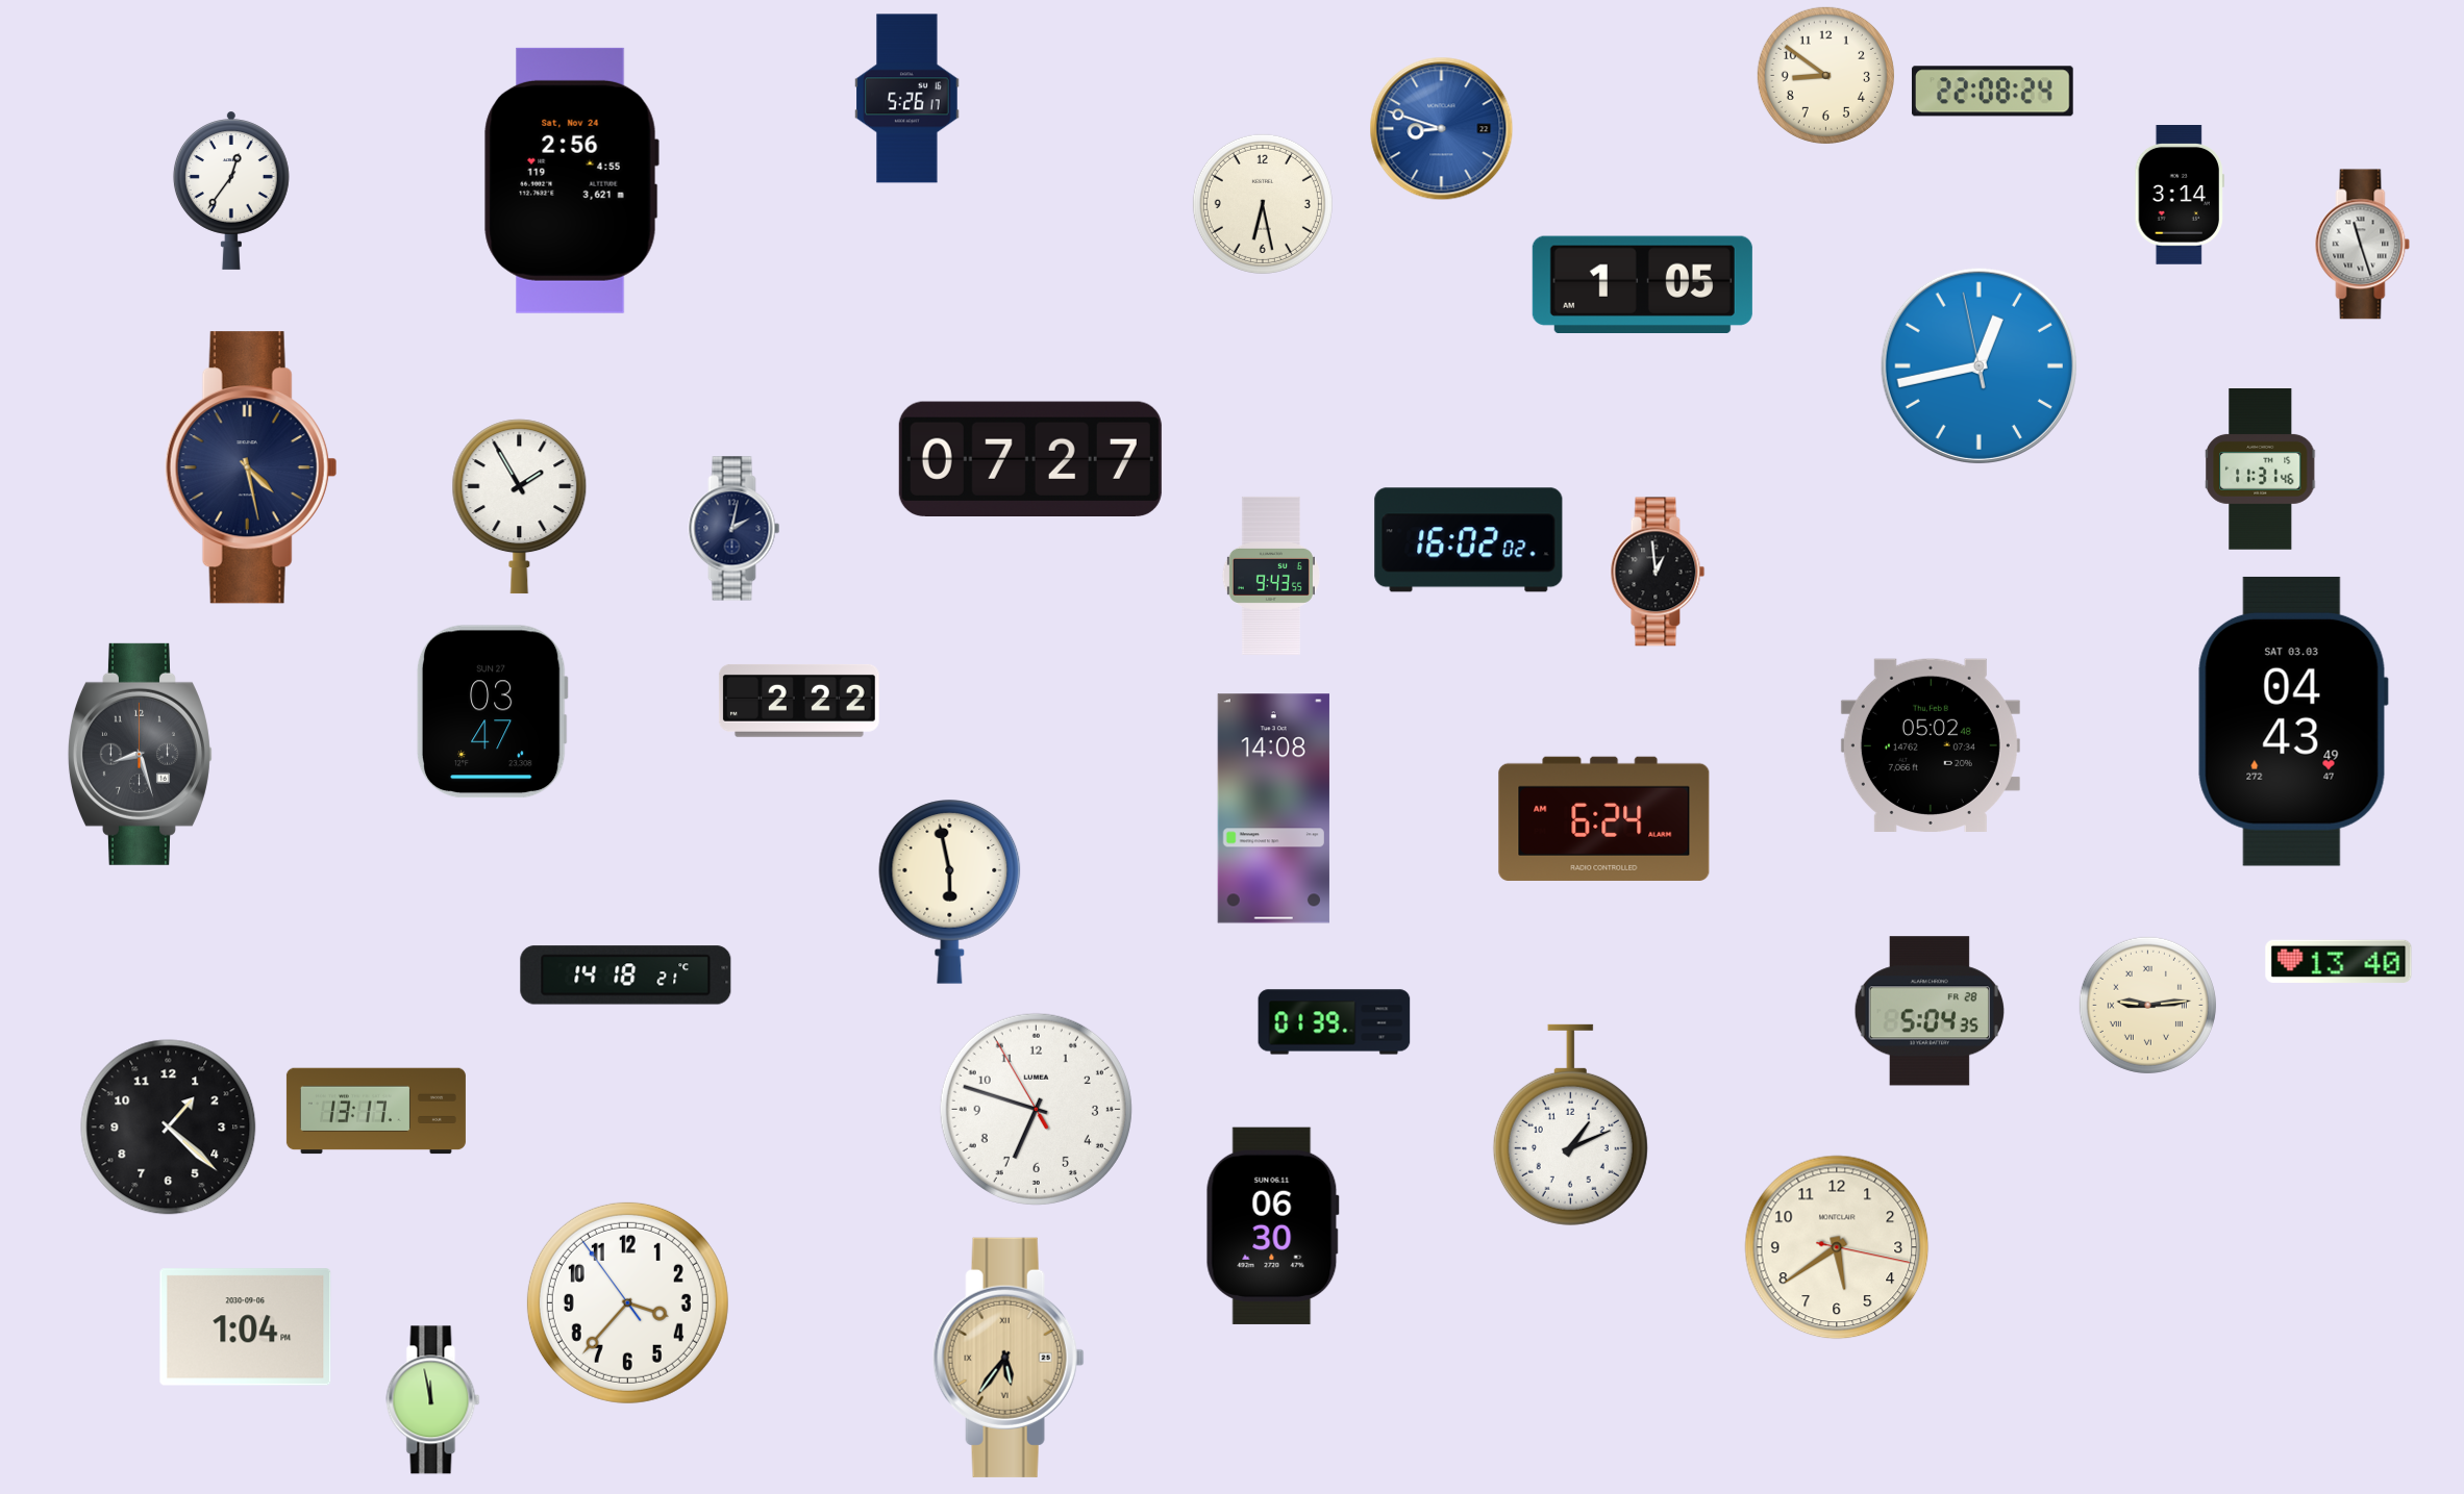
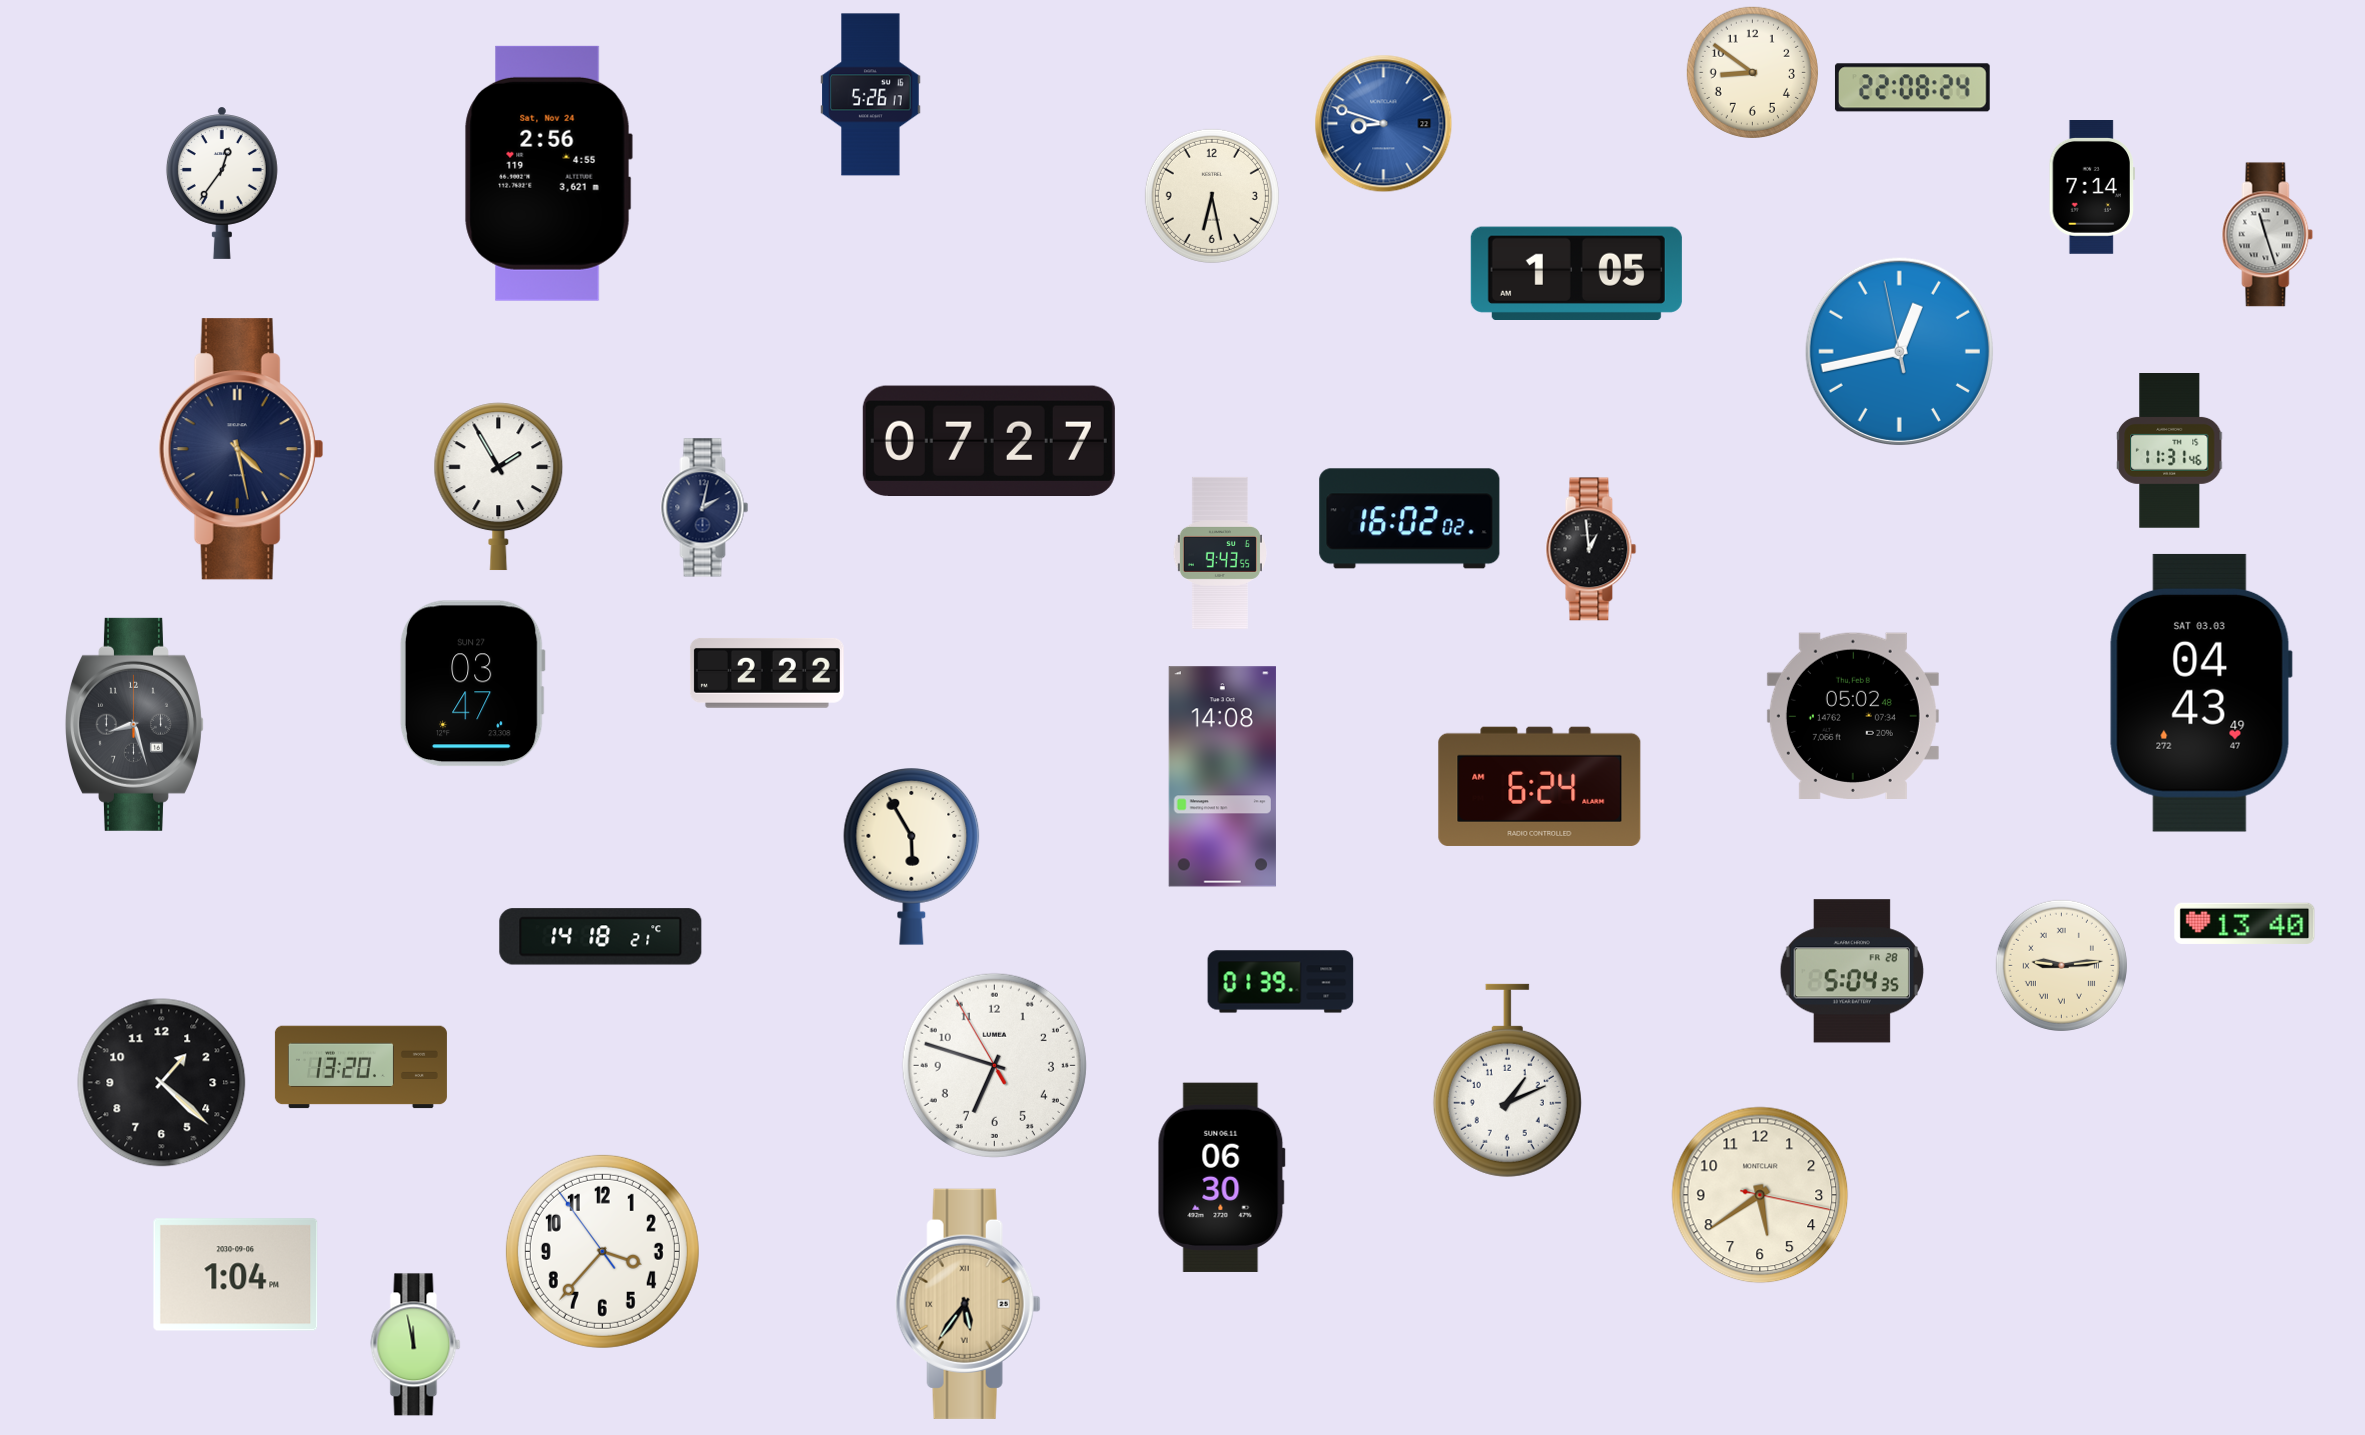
clock at (2179, 196): 3:14 -> 7:14
clock at (950, 892): 5:58 -> 5:55
clock at (376, 1111): 13:17 -> 13:20
clock at (1837, 1247) position: (1837, 1247) -> (1760, 1195)
